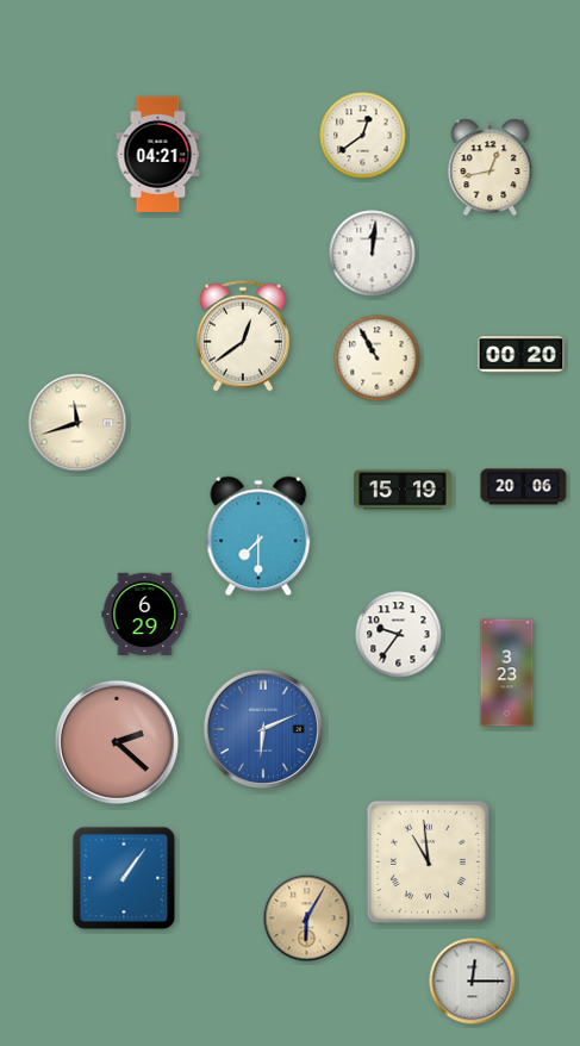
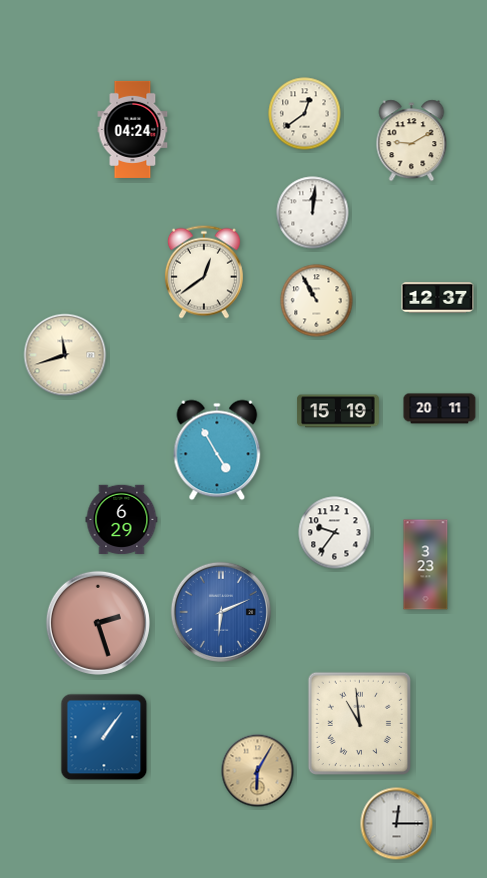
clock at (158, 154): 04:21 -> 04:24
clock at (491, 168): 12:43 -> 9:10
clock at (243, 336) position: (243, 336) -> (204, 272)
clock at (522, 355): 00:20 -> 12:37
clock at (524, 487): 20:06 -> 20:11
clock at (258, 536): 7:30 -> 4:55
clock at (145, 615) position: (145, 615) -> (122, 520)
clock at (117, 742): 2:22 -> 2:27
